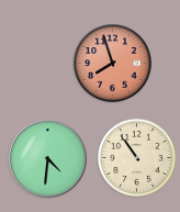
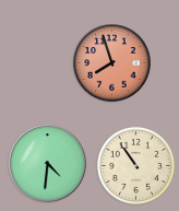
clock at (136, 157) position: (136, 157) -> (135, 165)
clock at (48, 159) position: (48, 159) -> (48, 164)
